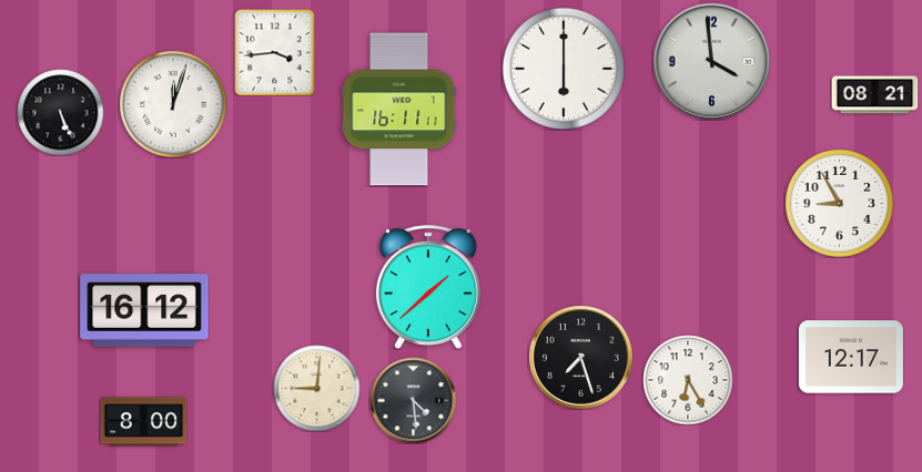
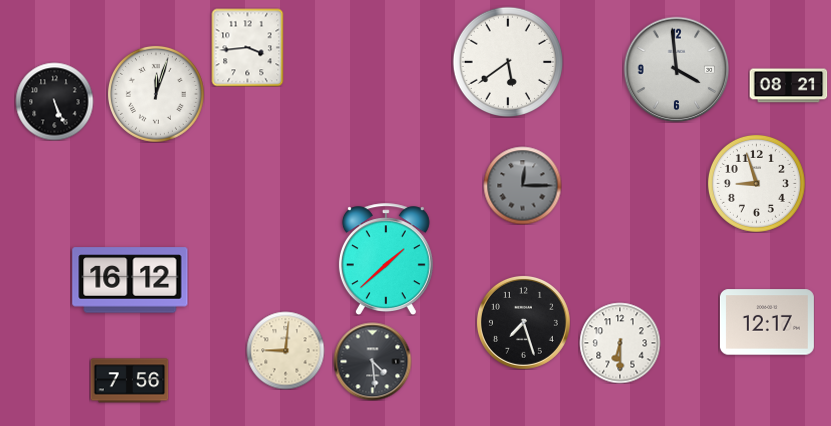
clock at (711, 61) position: (711, 61) -> (676, 69)
clock at (564, 69): 6:00 -> 5:39
clock at (399, 110): 16:11 -> none
clock at (839, 203): 8:55 -> 8:57
clock at (522, 185): none -> 12:15
clock at (688, 380): 6:25 -> 6:30
clock at (143, 422): 8:00 -> 7:56
